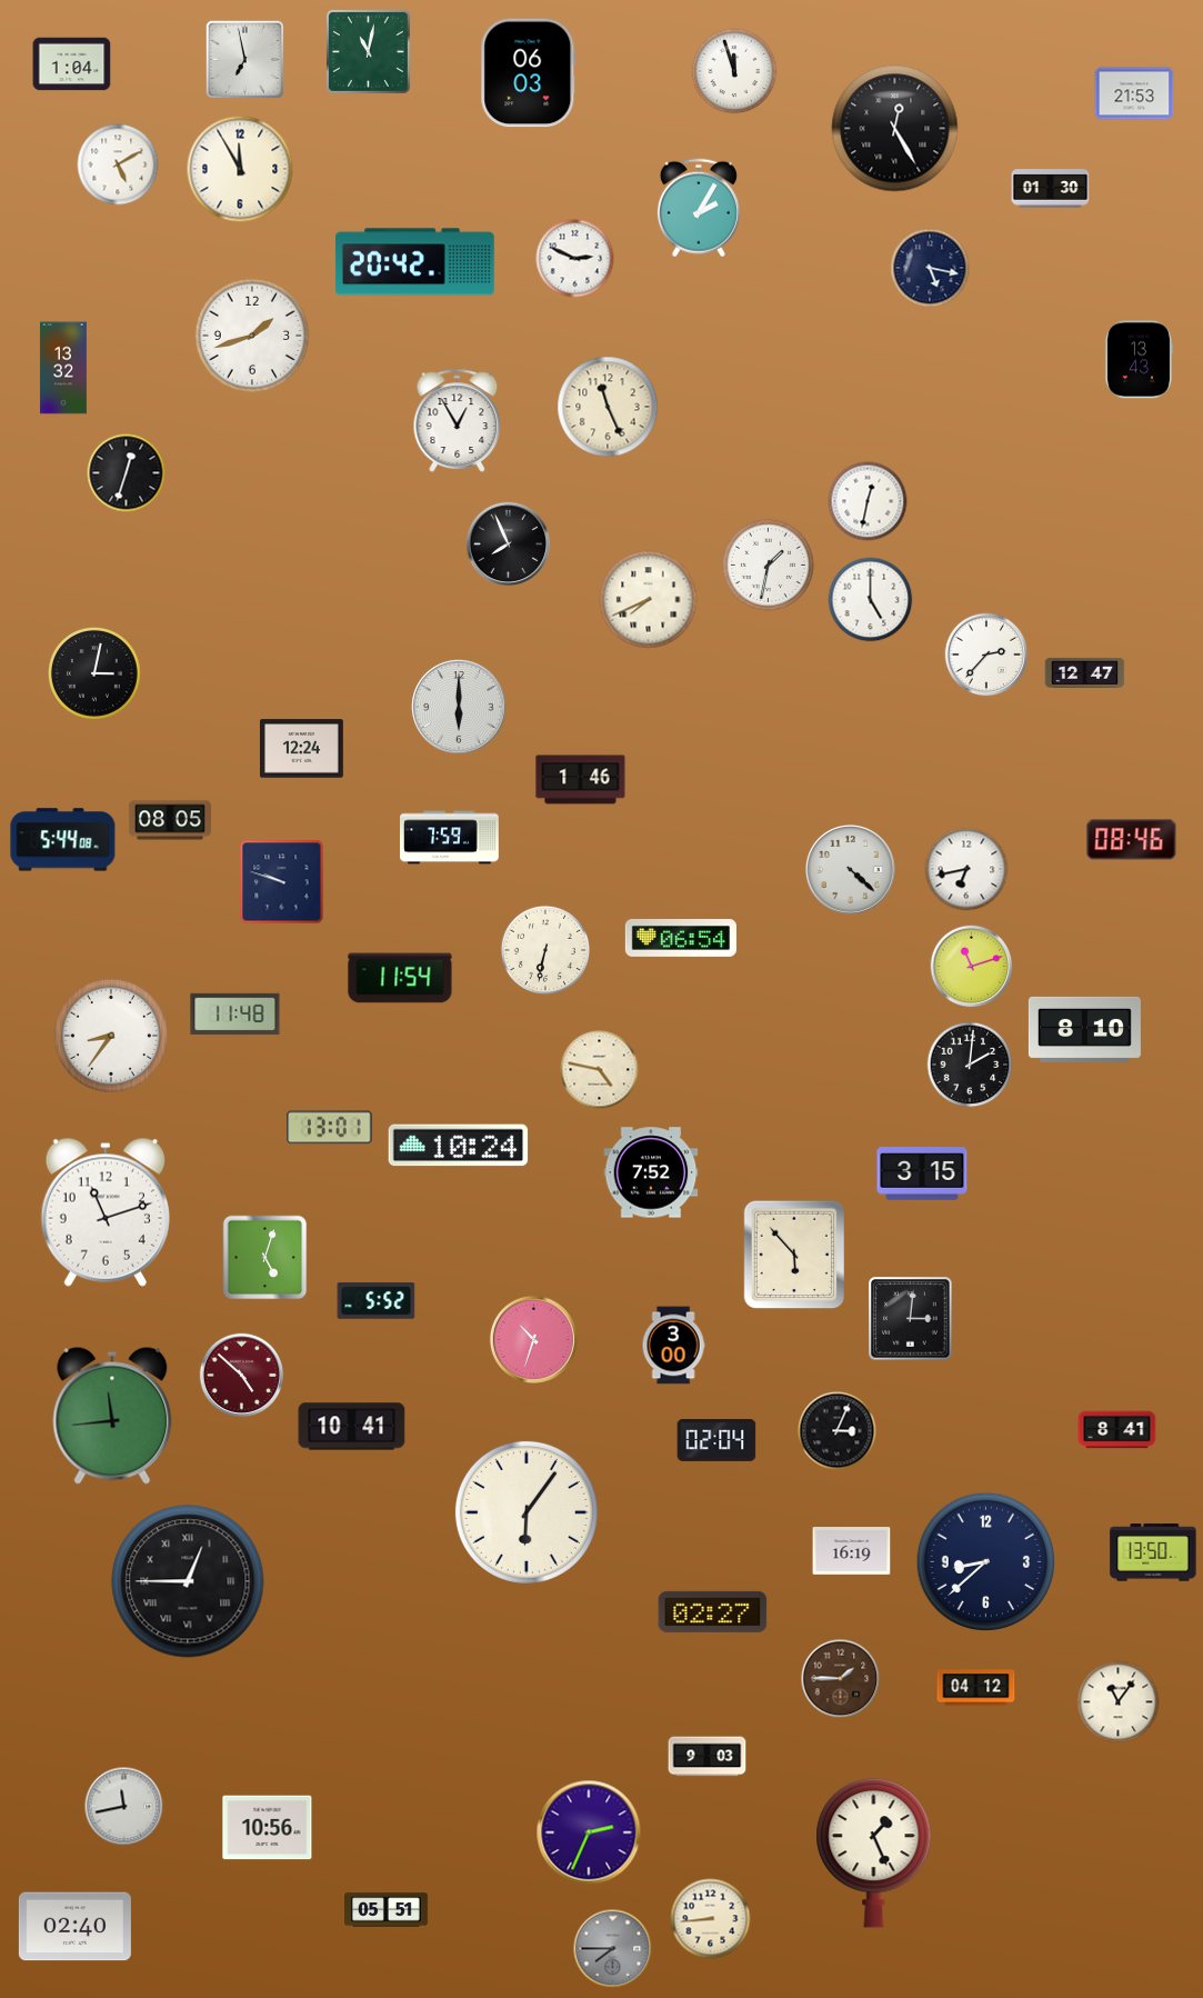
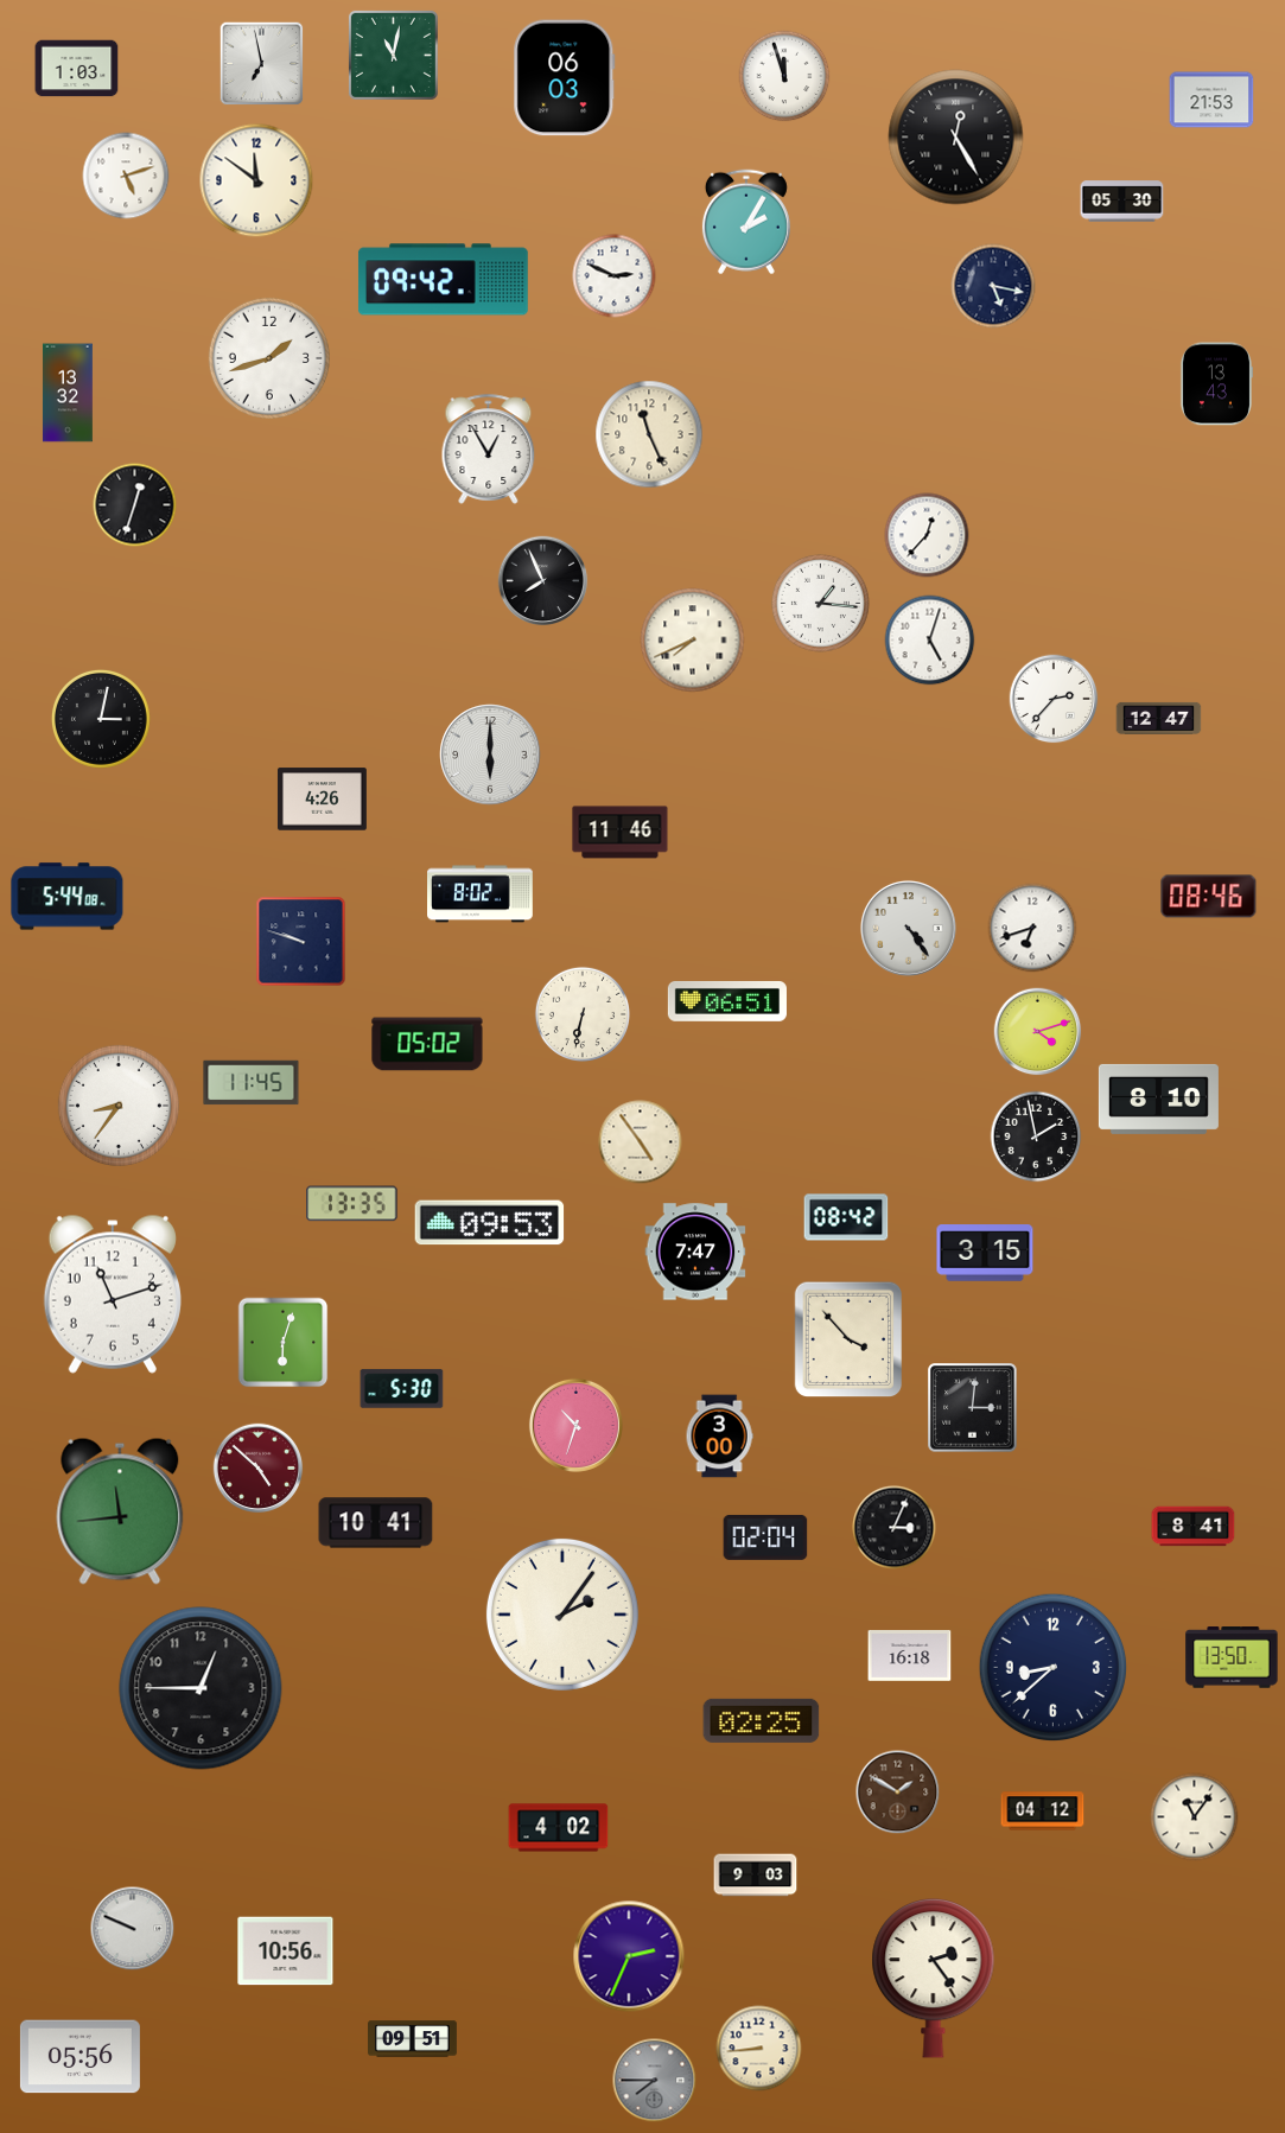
clock at (72, 64): 1:04 -> 1:03
clock at (118, 164): 5:10 -> 5:12
clock at (240, 169): 11:55 -> 11:51
clock at (1051, 189): 01:30 -> 05:30
clock at (414, 262): 20:42 -> 09:42
clock at (868, 501): 12:32 -> 12:37
clock at (768, 565): 1:32 -> 1:16
clock at (871, 600): 5:00 -> 5:03
clock at (301, 749): 12:24 -> 4:26
clock at (581, 780): 1:46 -> 11:46
clock at (170, 820): 08:05 -> none
clock at (450, 838): 7:59 -> 8:02
clock at (850, 869): 4:22 -> 4:24
clock at (966, 869): 6:43 -> 6:42
clock at (681, 938): 06:54 -> 06:51
clock at (972, 967): 11:12 -> 4:12
clock at (400, 978): 11:54 -> 05:02
clock at (235, 1015): 11:48 -> 11:45
clock at (970, 1065): 2:01 -> 1:58
clock at (600, 1070): 4:47 -> 4:54
clock at (330, 1128): 13:01 -> 13:35
clock at (846, 1217): none -> 08:42
clock at (459, 1146): 10:24 -> 09:53
clock at (651, 1172): 7:52 -> 7:47
clock at (794, 1255): 5:53 -> 3:53
clock at (265, 1258): 5:03 -> 6:03
clock at (377, 1301): 5:52 -> 5:30
clock at (533, 1339) position: (533, 1339) -> (575, 1425)
clock at (527, 1512): 6:06 -> 2:06
clock at (852, 1551): 16:19 -> 16:18
clock at (188, 1581) numerals: Roman -> Arabic
clock at (713, 1611): 02:27 -> 02:25
clock at (841, 1679): 1:45 -> 1:50
clock at (976, 1688) position: (976, 1688) -> (1043, 1812)
clock at (559, 1828): none -> 4:02
clock at (124, 1807): 11:43 -> 9:49
clock at (874, 1854): 1:26 -> 2:24
clock at (387, 1910): 05:51 -> 09:51
clock at (74, 1927): 02:40 -> 05:56
